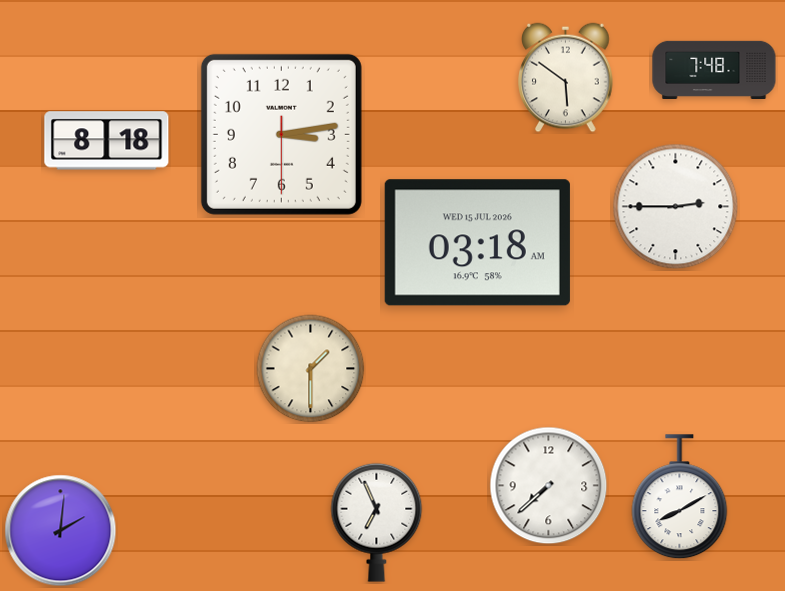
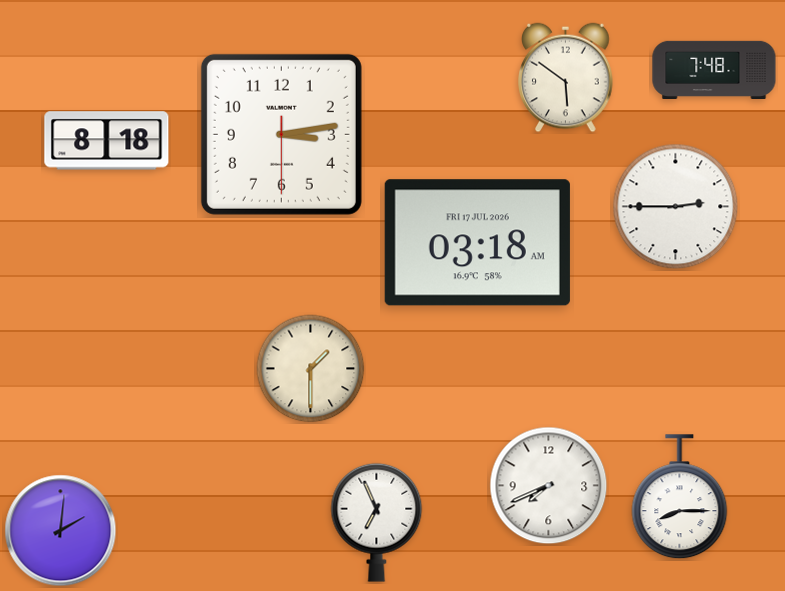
clock at (477, 243) date: WED 15 JUL 2026 -> FRI 17 JUL 2026
clock at (549, 486): 7:38 -> 7:41
clock at (680, 497): 8:10 -> 8:15
